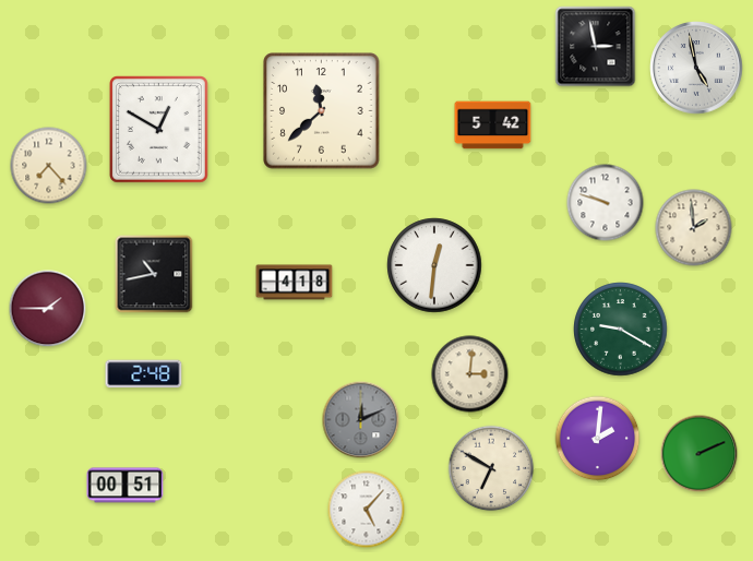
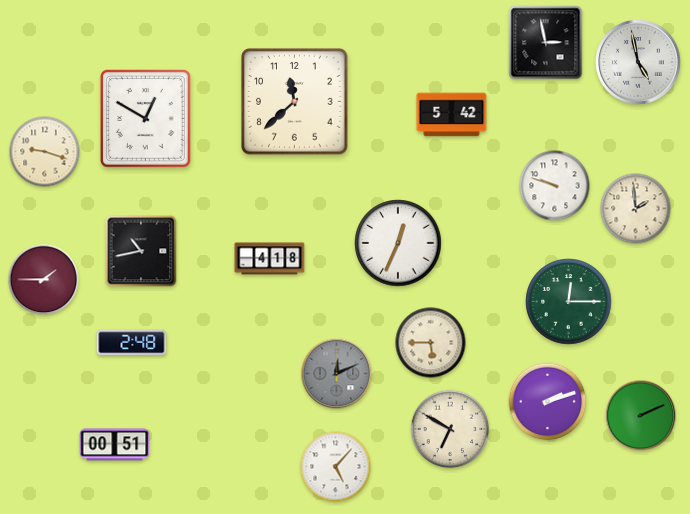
clock at (49, 166): 7:23 -> 9:18
clock at (434, 265): 12:31 -> 12:34
clock at (48, 309) position: (48, 309) -> (44, 280)
clock at (621, 330): 9:20 -> 12:15
clock at (470, 374): 3:01 -> 5:45
clock at (361, 420) position: (361, 420) -> (337, 374)
clock at (598, 439): 2:01 -> 2:12
